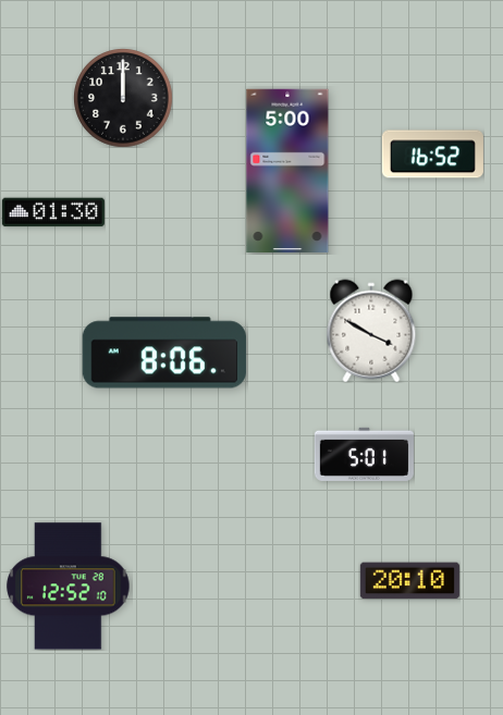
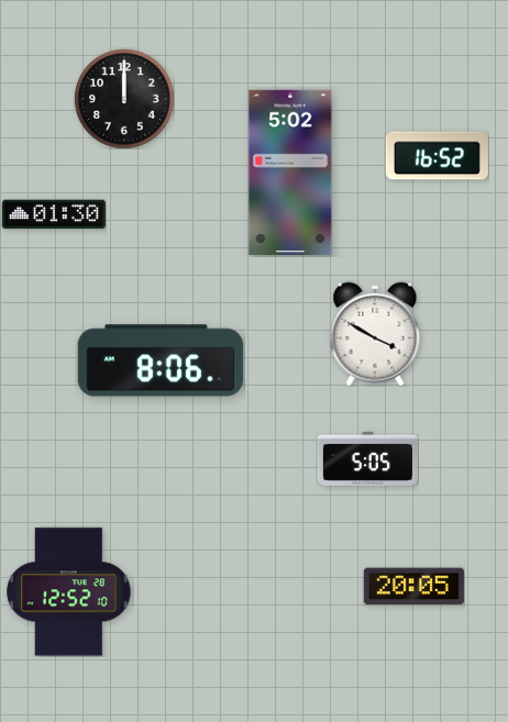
clock at (287, 170): 5:00 -> 5:02
clock at (164, 353) position: (164, 353) -> (161, 360)
clock at (364, 454): 5:01 -> 5:05
clock at (409, 581): 20:10 -> 20:05
